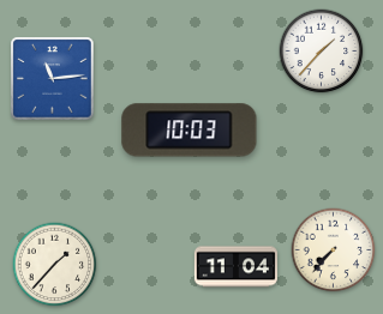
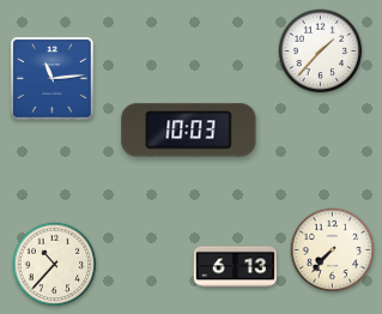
clock at (55, 265): 1:37 -> 10:37
clock at (235, 267): 11:04 -> 6:13
